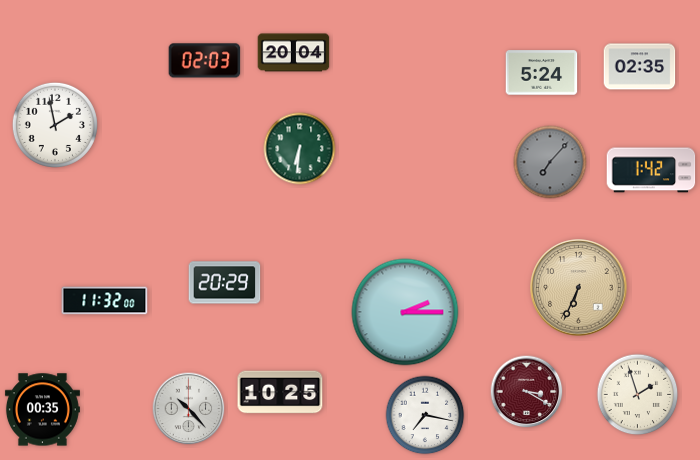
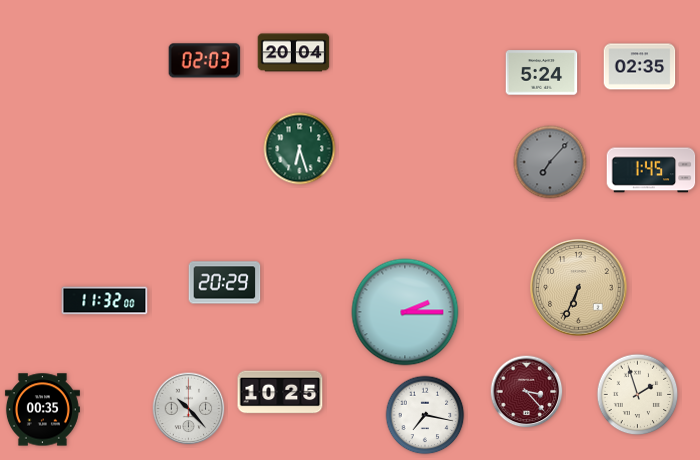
clock at (55, 125): 1:58 -> none
clock at (300, 149): 6:31 -> 6:27
clock at (651, 170): 1:42 -> 1:45
clock at (527, 392): 3:20 -> 3:23
